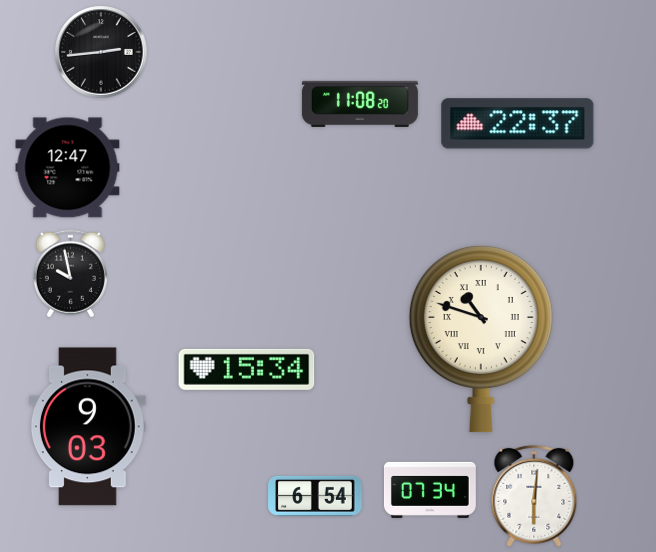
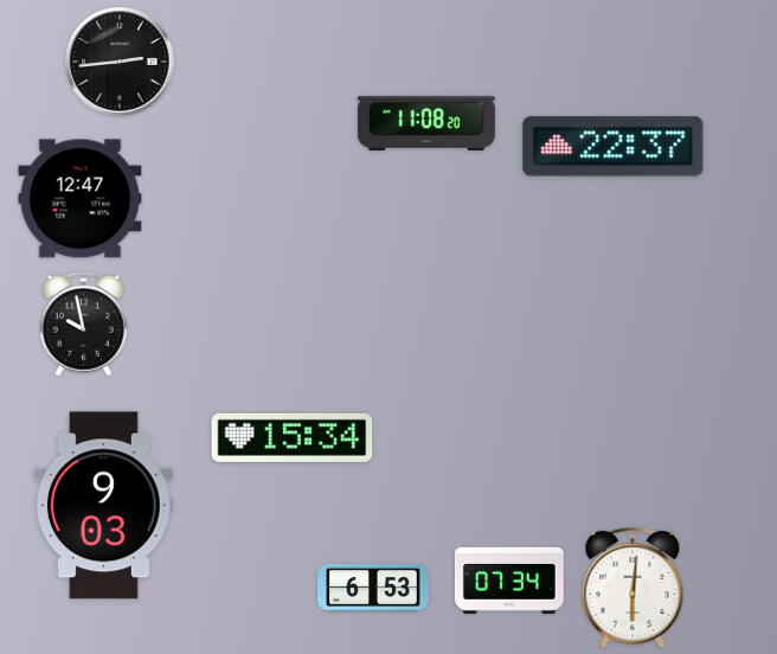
clock at (481, 339): 10:48 -> none
clock at (315, 496): 6:54 -> 6:53
